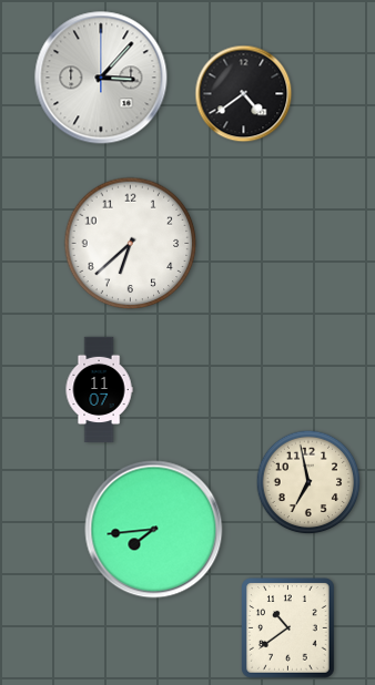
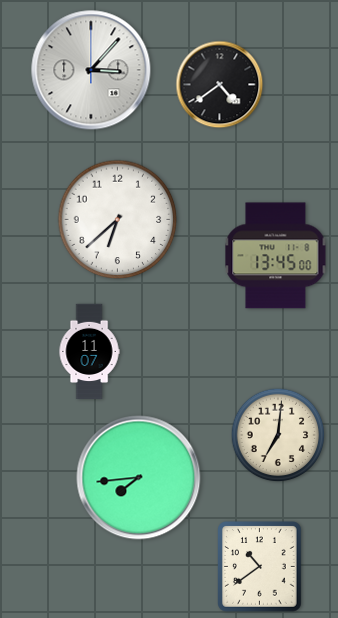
clock at (276, 256): none -> 13:45
clock at (308, 482): 6:58 -> 7:01
